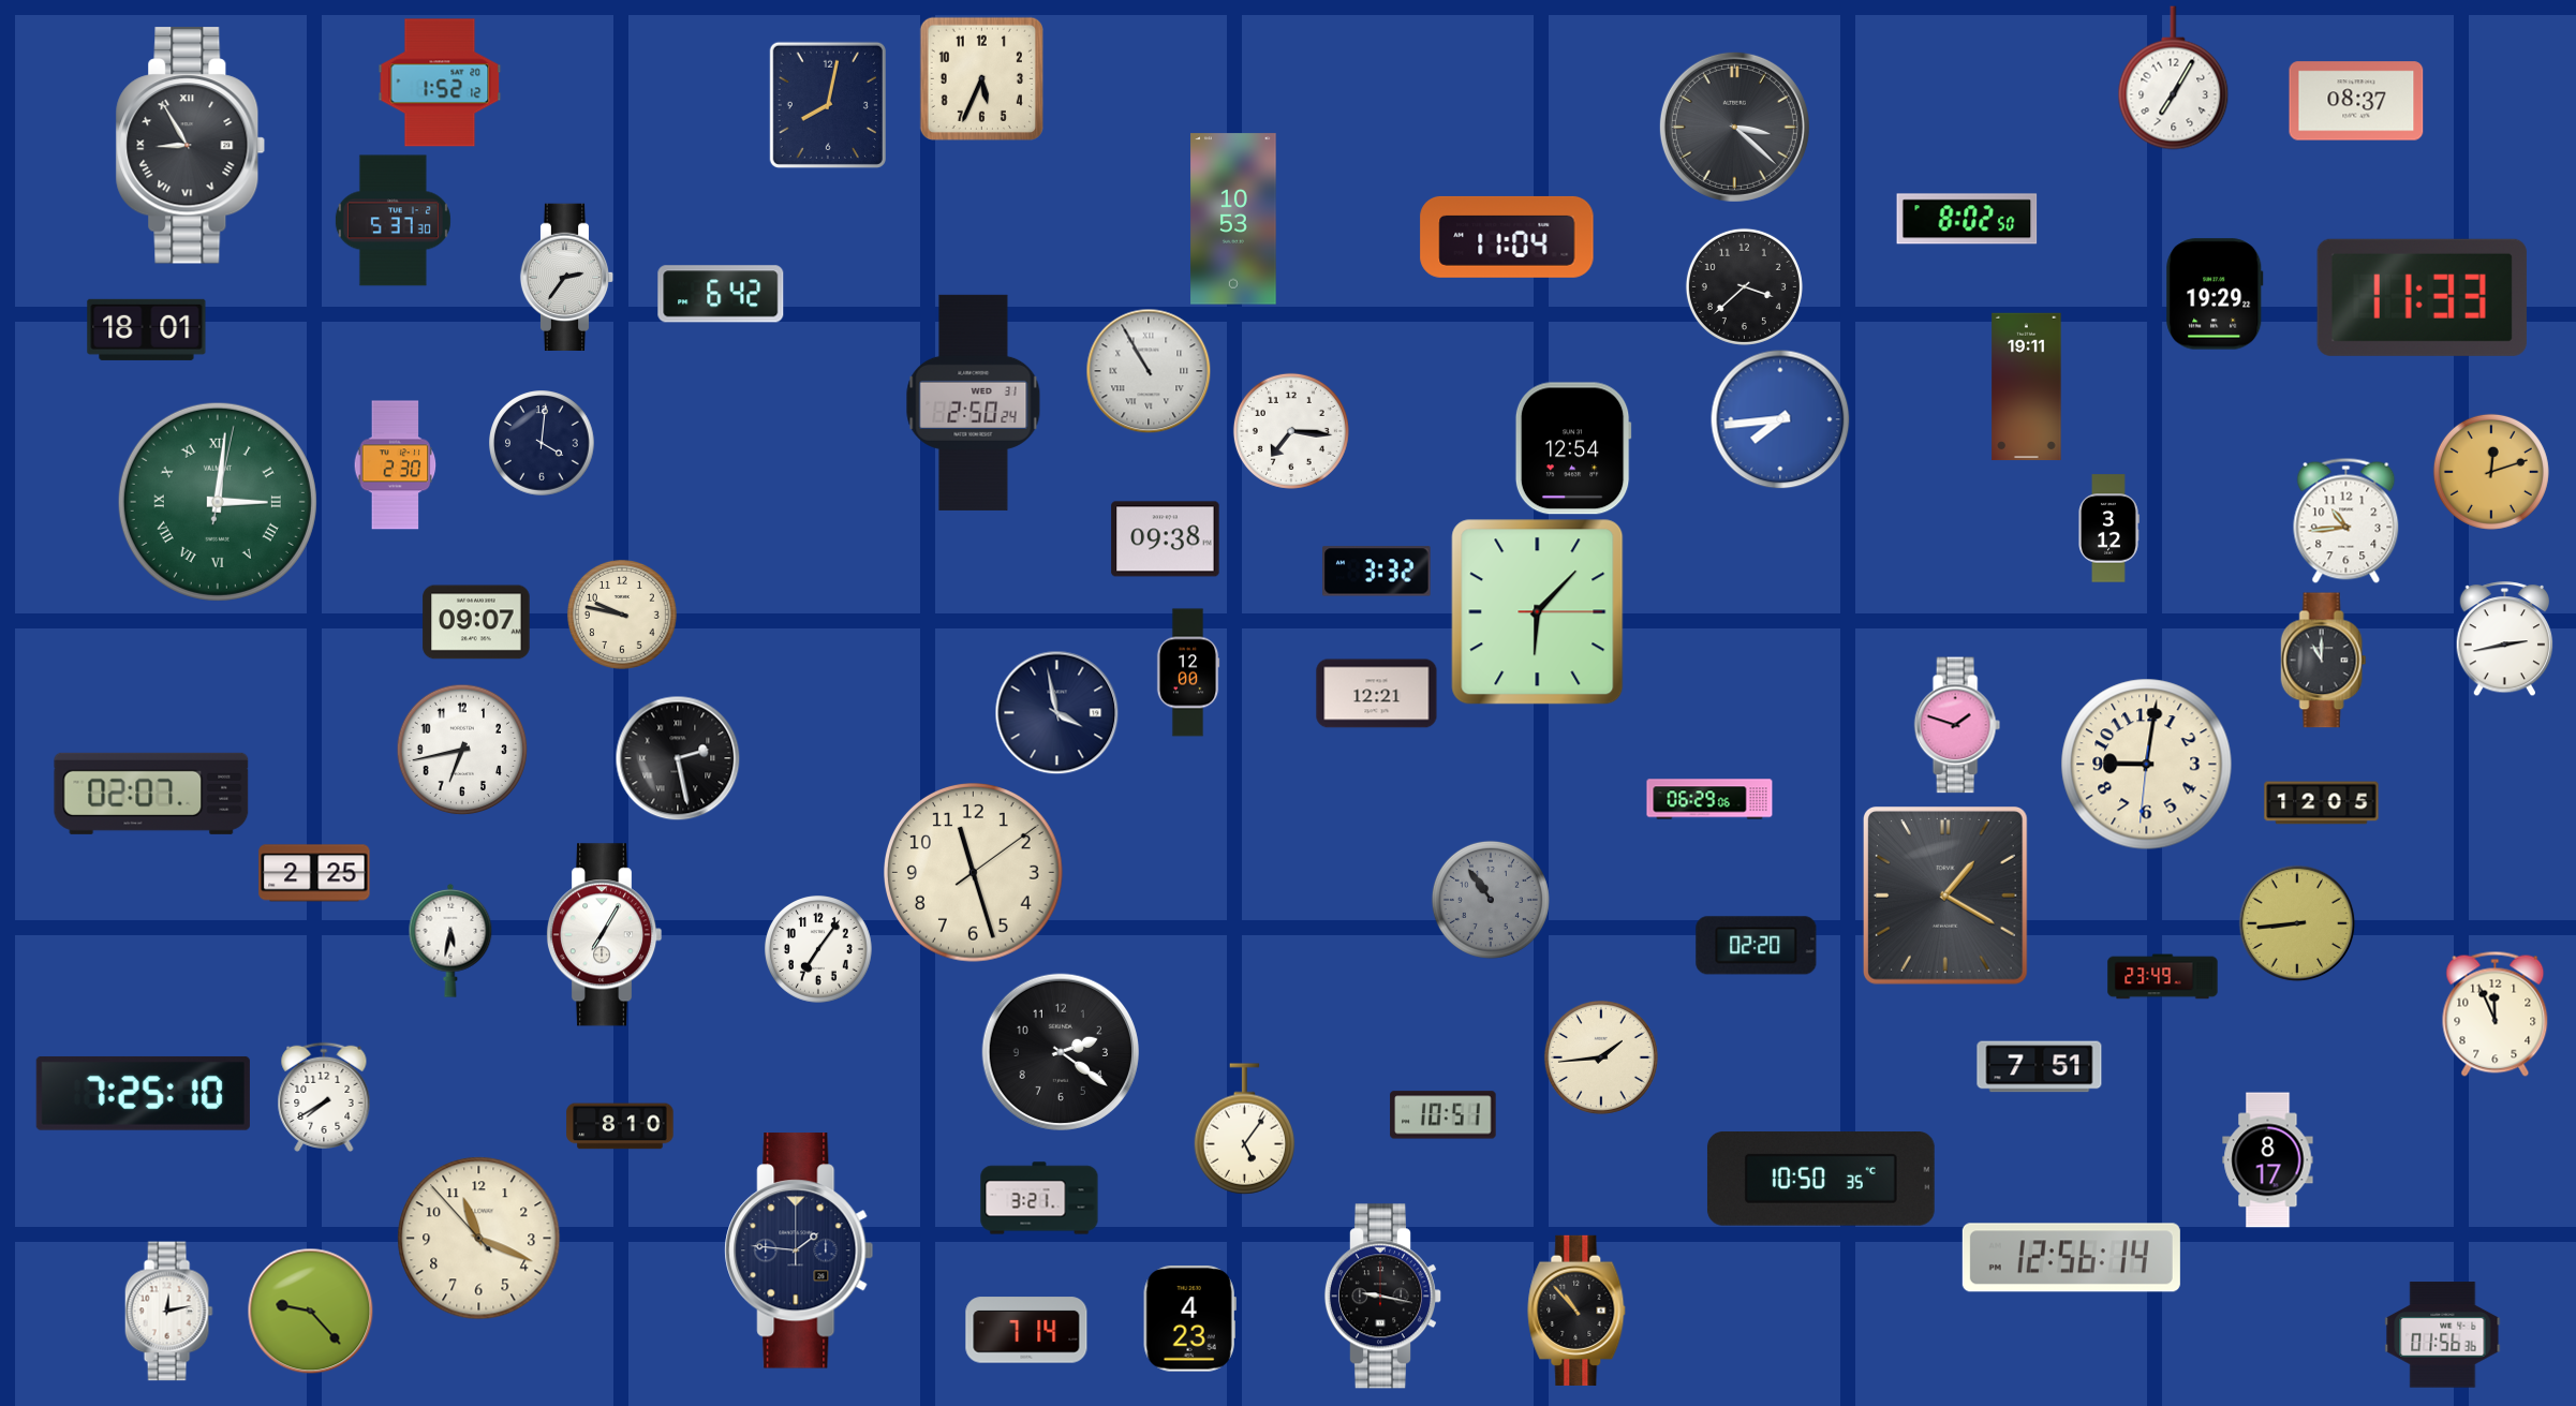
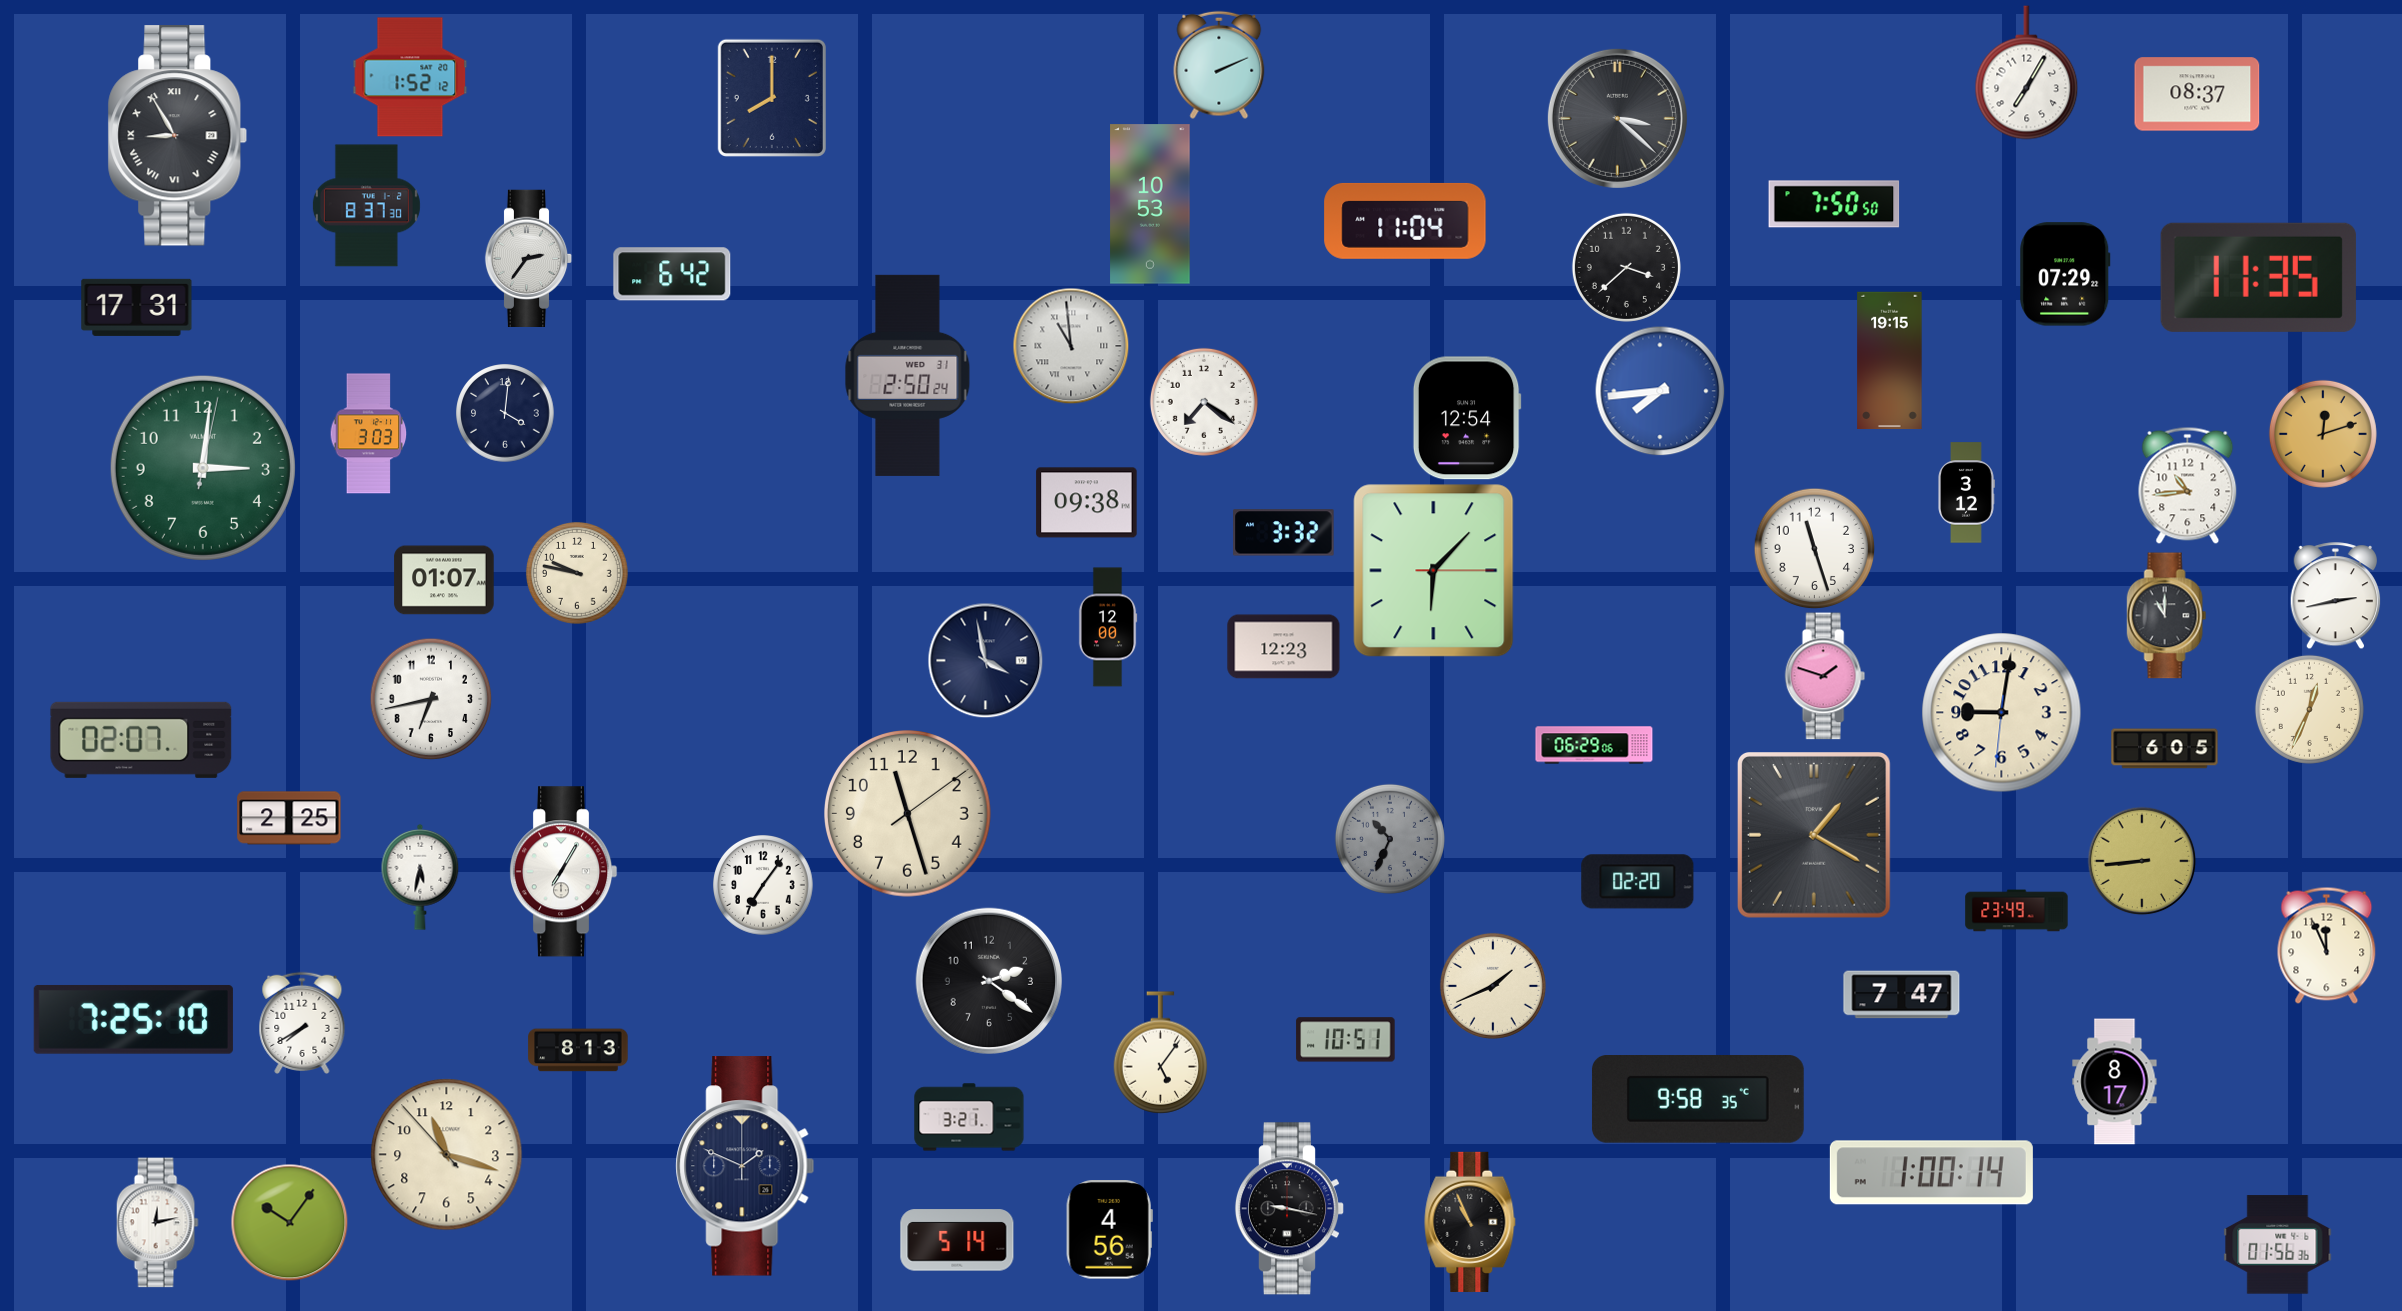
clock at (1219, 65): none -> 2:11
clock at (981, 78): 5:34 -> none
clock at (828, 105): 8:02 -> 8:00
clock at (1967, 219): 8:02 -> 7:50
clock at (393, 221): 5:37 -> 8:37
clock at (2215, 294): 19:29 -> 07:29
clock at (2422, 297): 11:33 -> 11:35
clock at (147, 329): 18:01 -> 17:31
clock at (1149, 371): 10:55 -> 10:59
clock at (2027, 387): 19:11 -> 19:15
clock at (1291, 431): 7:16 -> 7:21
clock at (396, 465): 2:30 -> 3:03
clock at (2491, 472) position: (2491, 472) -> (2323, 434)
clock at (218, 502) numerals: Roman -> Arabic
clock at (1814, 548): none -> 11:27
clock at (622, 615) position: (622, 615) -> (577, 573)
clock at (476, 622): 09:07 -> 01:07
clock at (1377, 694): 12:21 -> 12:23
clock at (1056, 712) position: (1056, 712) -> (985, 660)
clock at (678, 758): 2:28 -> none
clock at (2309, 709): none -> 12:34
clock at (2322, 803): 12:05 -> 6:05
clock at (314, 873) position: (314, 873) -> (289, 818)
clock at (1491, 900): 10:54 -> 10:34
clock at (1601, 1057): 1:44 -> 1:41
clock at (2040, 1067): 7:51 -> 7:47
clock at (620, 1126): 8:10 -> 8:13
clock at (1821, 1180): 10:50 -> 9:58
clock at (479, 1239): 11:18 -> 11:17
clock at (799, 1250): 1:46 -> 1:49
clock at (2071, 1258): 12:56 -> 1:00
clock at (310, 1311): 9:23 -> 10:06
clock at (1576, 1311): 10:53 -> 10:56
clock at (1189, 1319): 4:23 -> 4:56
clock at (1026, 1330): 7:14 -> 5:14
